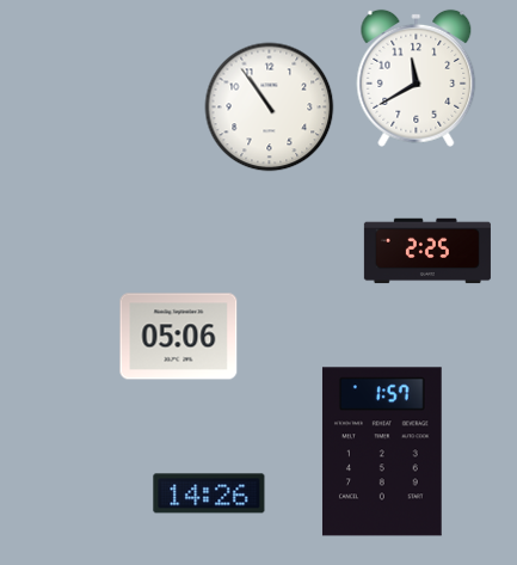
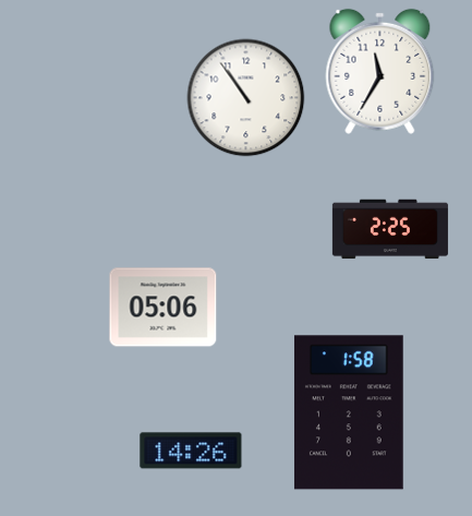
clock at (417, 78): 11:40 -> 11:35
clock at (382, 452): 1:57 -> 1:58
